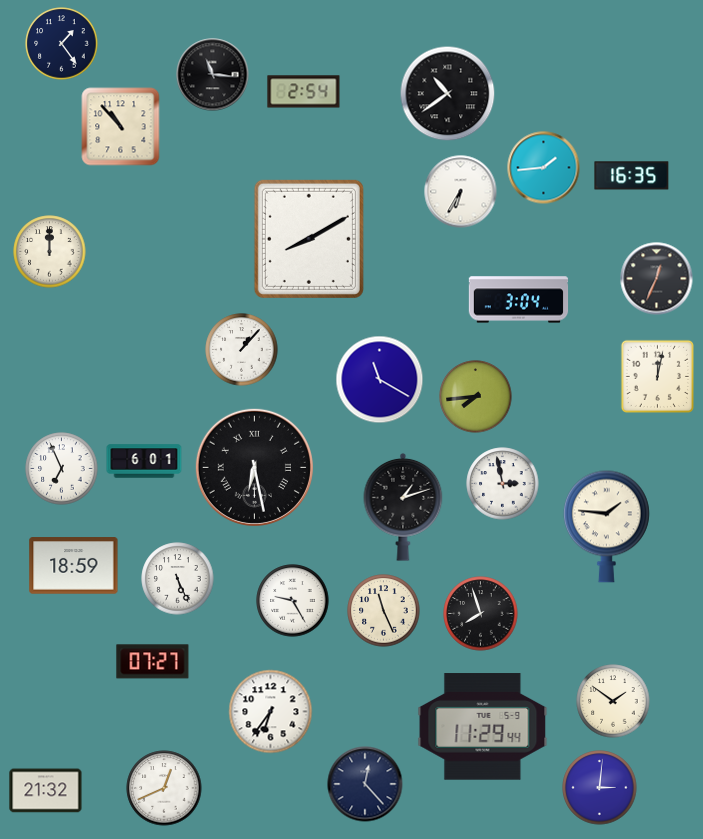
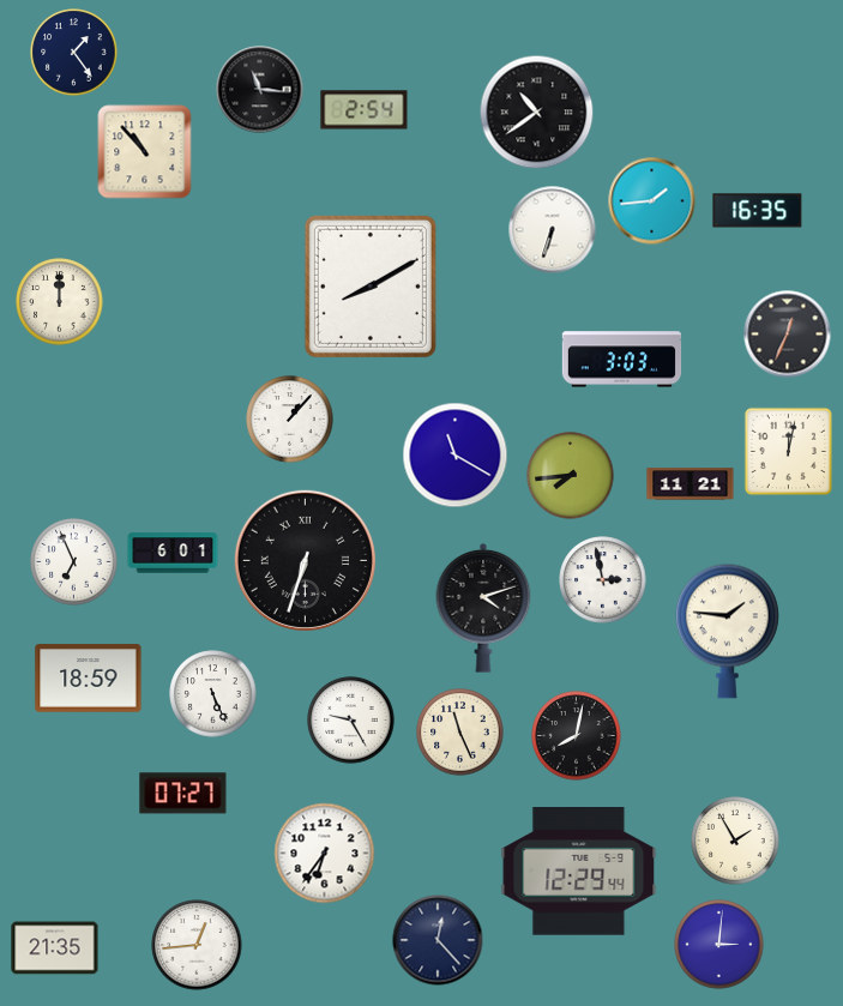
clock at (213, 75) position: (213, 75) -> (260, 90)
clock at (461, 192): 6:35 -> 6:33
clock at (519, 300): 3:04 -> 3:03
clock at (691, 484): none -> 11:21
clock at (254, 467): 6:28 -> 6:33
clock at (403, 507): 1:12 -> 4:12
clock at (481, 614): 7:57 -> 8:02
clock at (613, 701): 1:51 -> 1:55
clock at (483, 727): 11:29 -> 12:29
clock at (164, 788): 12:41 -> 12:44
clock at (46, 791): 21:32 -> 21:35
